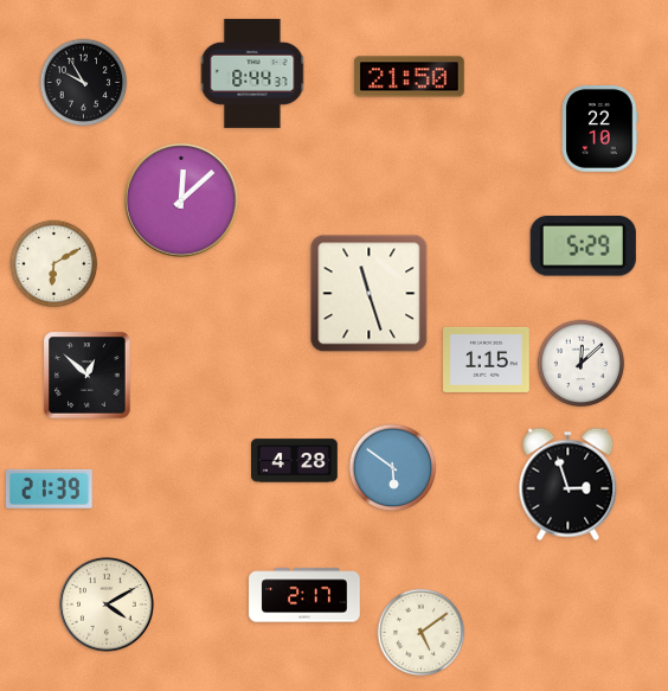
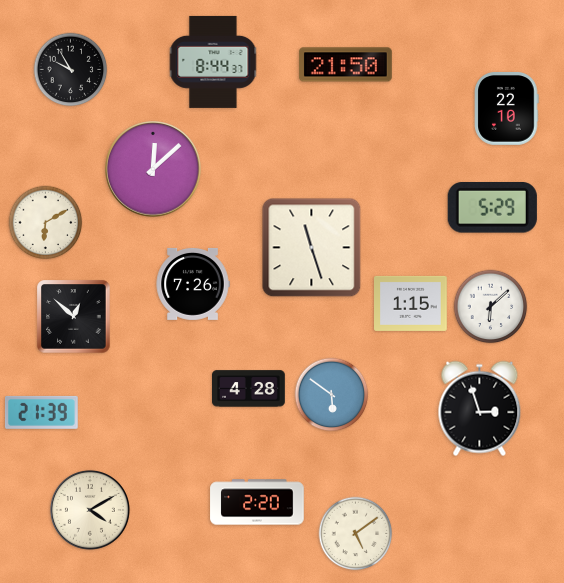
clock at (193, 284): none -> 7:26
clock at (582, 364): 12:08 -> 6:08
clock at (304, 595): 2:17 -> 2:20
